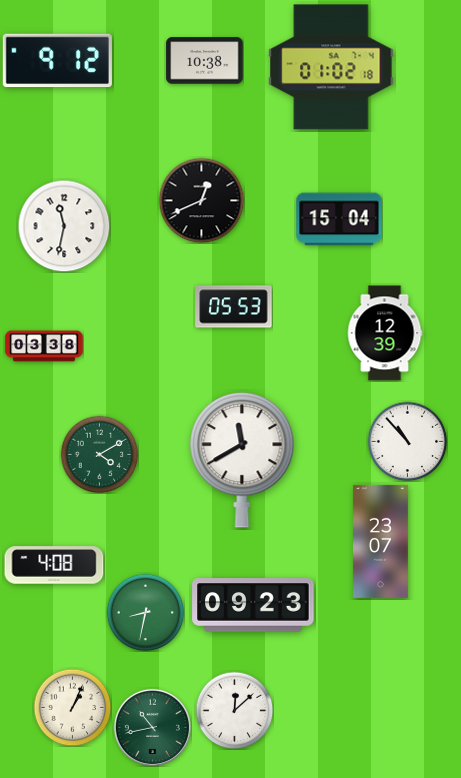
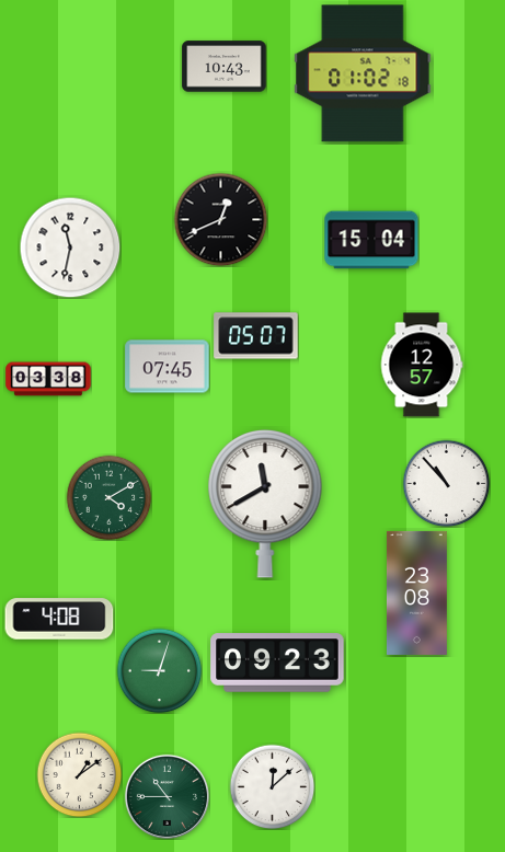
clock at (57, 61): 9:12 -> none
clock at (205, 61): 10:38 -> 10:43
clock at (234, 307): 05:53 -> 05:07
clock at (385, 333): 12:39 -> 12:57
clock at (168, 367): none -> 07:45
clock at (381, 541): 23:07 -> 23:08
clock at (145, 612): 8:32 -> 9:03
clock at (72, 707): 1:04 -> 1:09
clock at (234, 710) position: (234, 710) -> (272, 786)
clock at (152, 727): 10:43 -> 10:45
